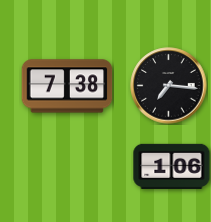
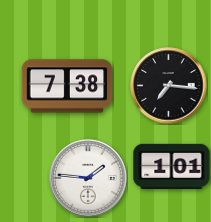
clock at (172, 166): 1:06 -> 1:01
clock at (88, 178): none -> 1:46
